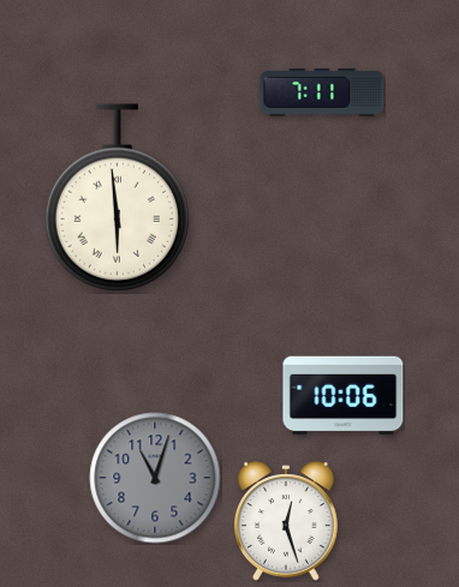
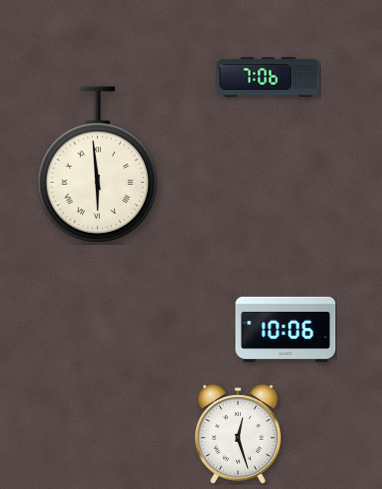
clock at (322, 92): 7:11 -> 7:06
clock at (155, 478): 11:03 -> none
